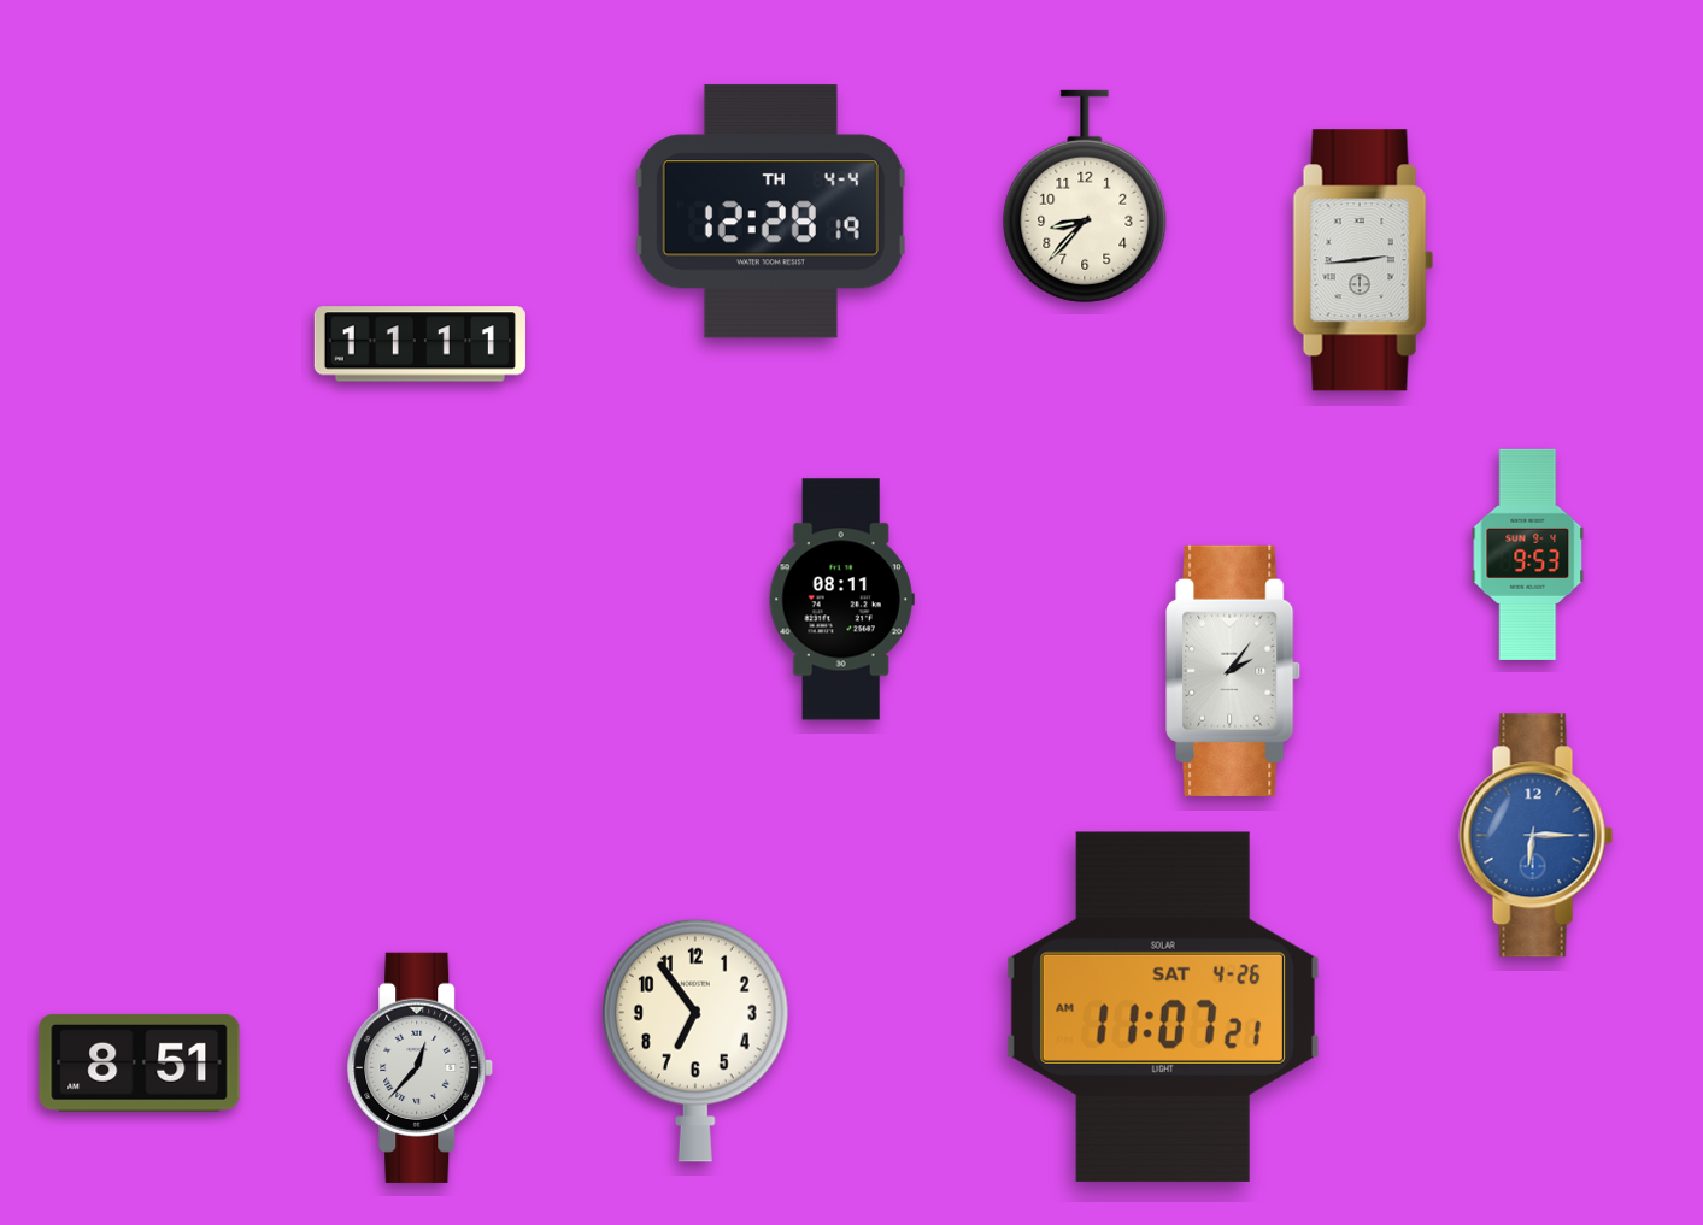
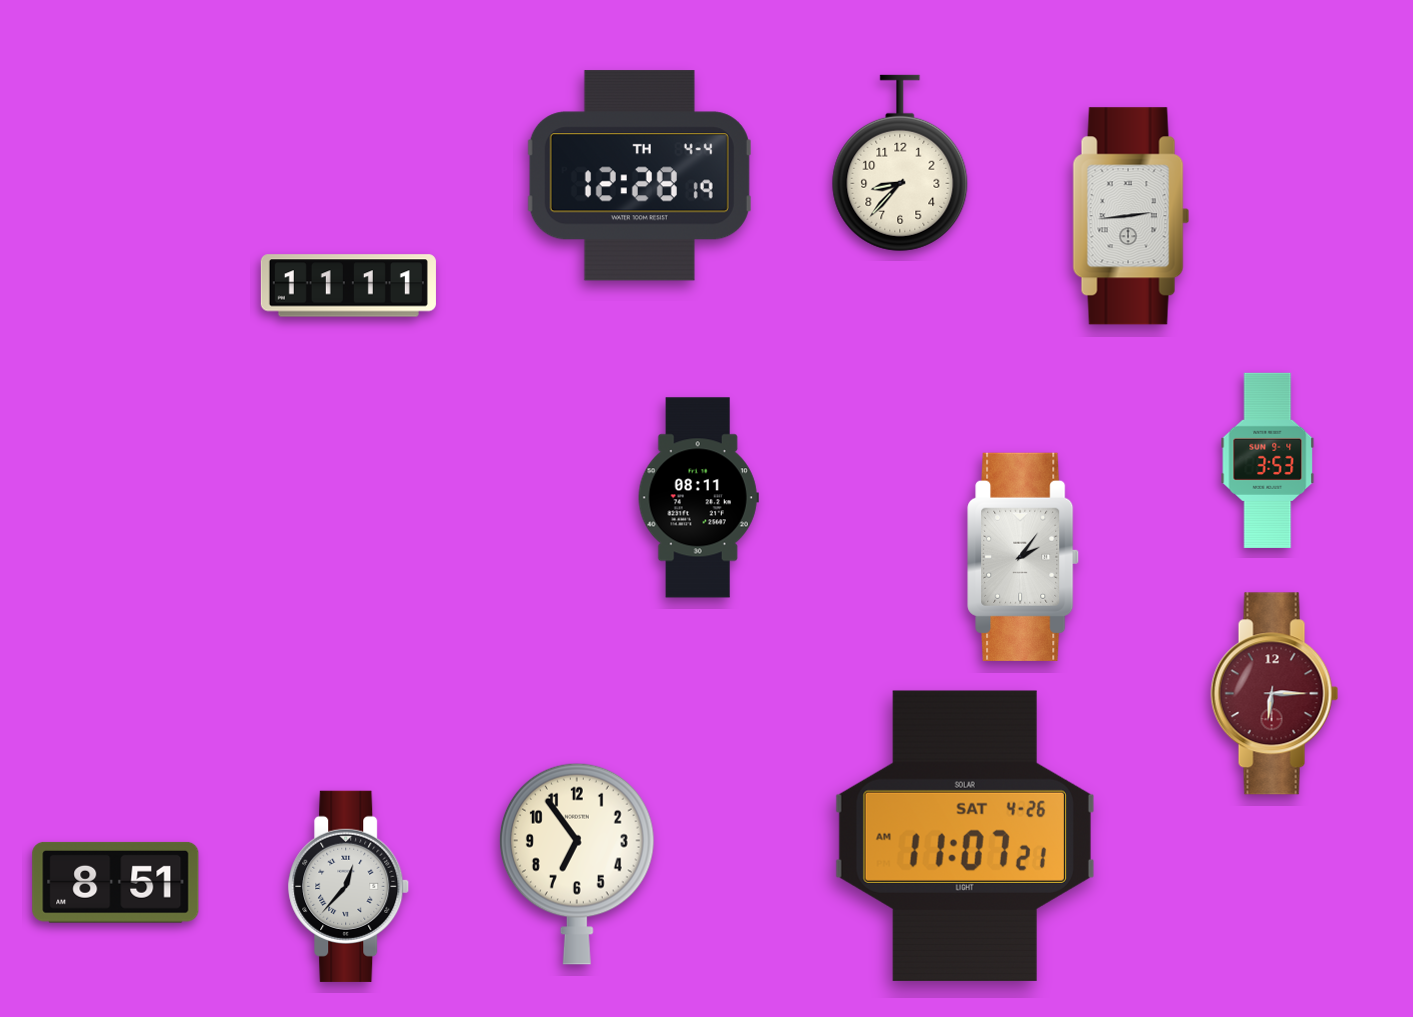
clock at (1528, 554): 9:53 -> 3:53
clock at (1537, 836) dial: blue -> burgundy
